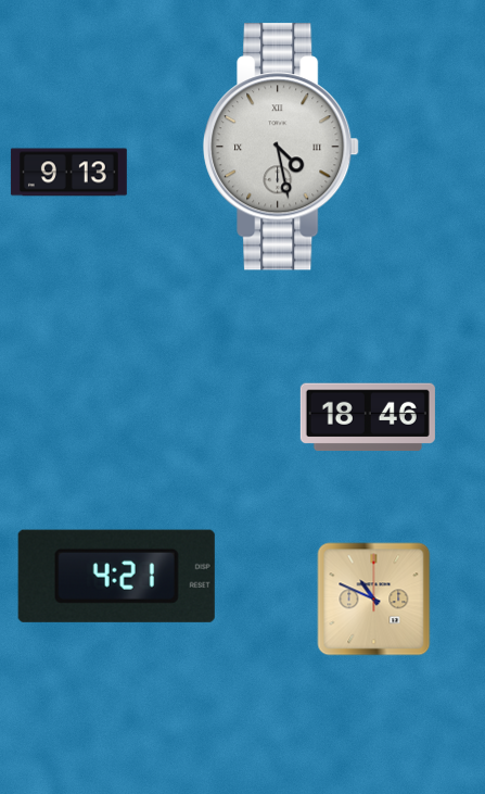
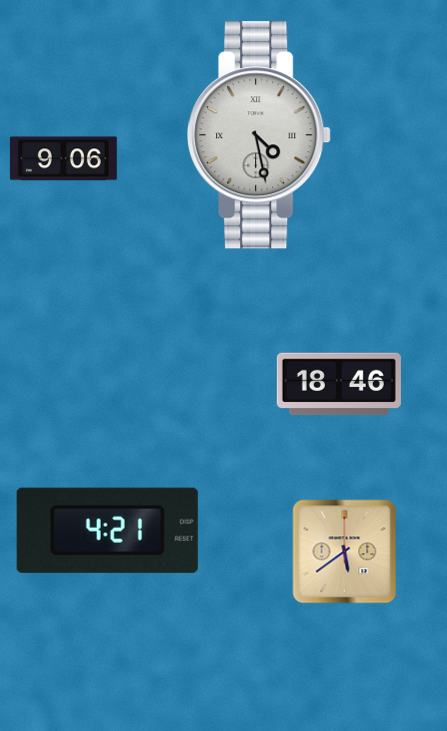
clock at (68, 173): 9:13 -> 9:06
clock at (374, 600): 10:49 -> 5:39
